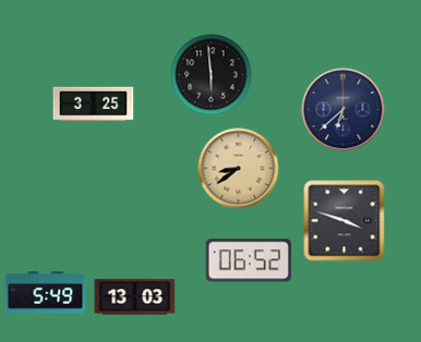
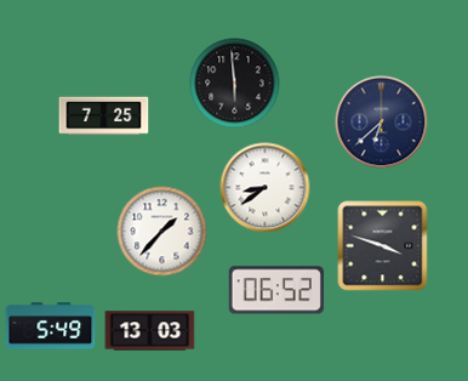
clock at (94, 105): 3:25 -> 7:25
clock at (239, 169) dial: champagne -> white
clock at (162, 232): none -> 1:37
